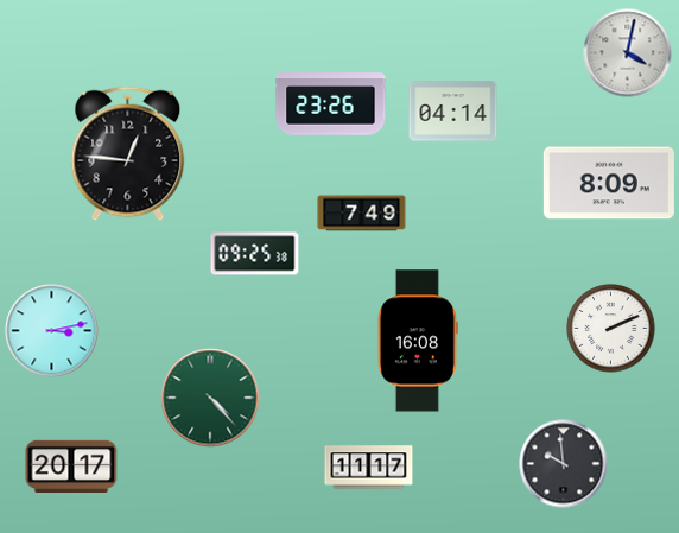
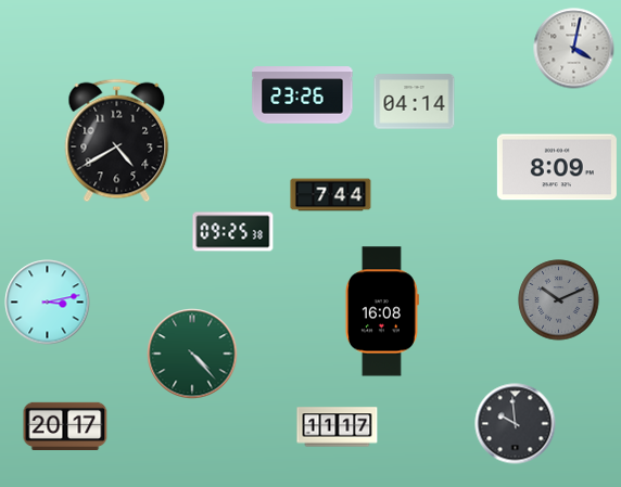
clock at (128, 154): 12:46 -> 4:40
clock at (362, 214): 7:49 -> 7:44
clock at (611, 329): 2:11 -> 10:11
clock at (611, 329) dial: white -> grey
clock at (210, 398) position: (210, 398) -> (192, 354)
